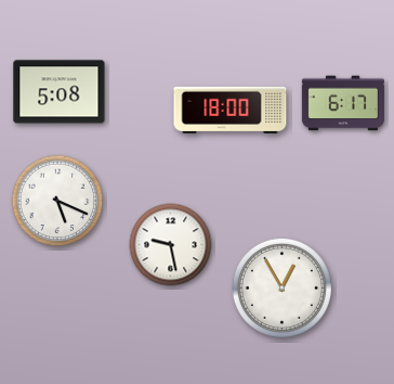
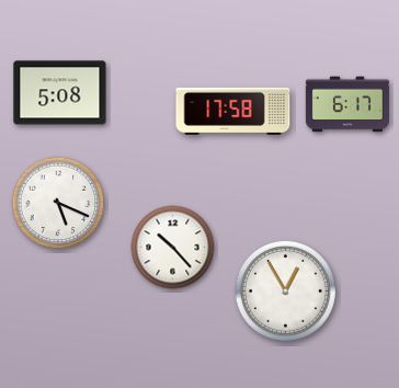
clock at (231, 110): 18:00 -> 17:58
clock at (171, 245): 9:28 -> 10:23
